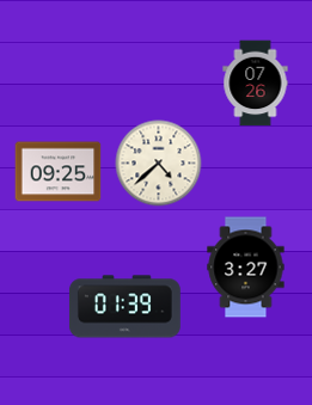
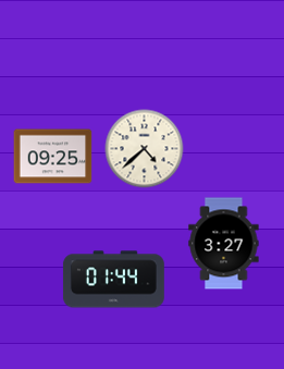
clock at (256, 84): 07:26 -> none
clock at (124, 307): 01:39 -> 01:44
